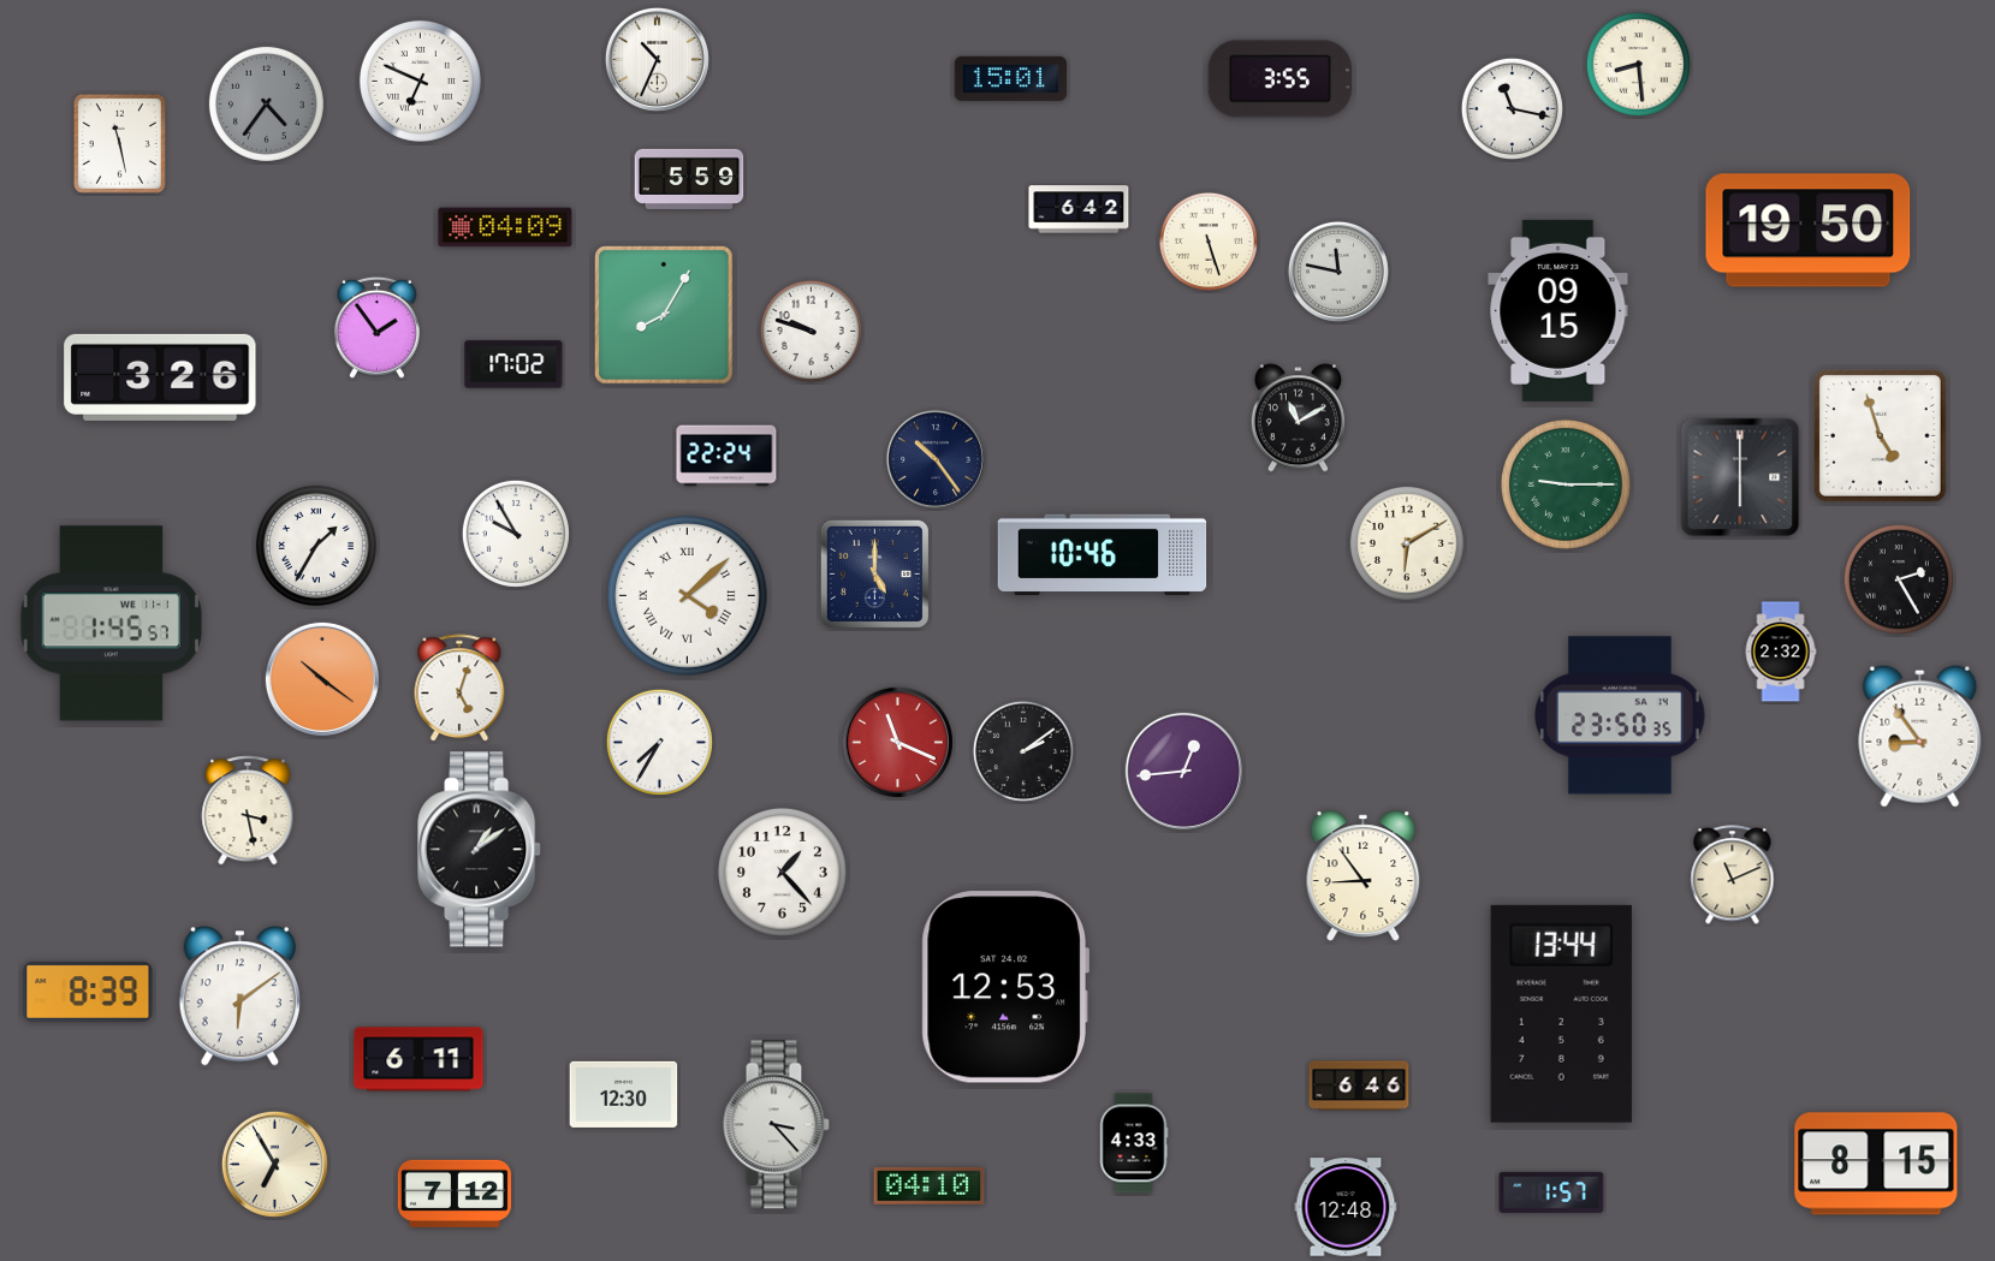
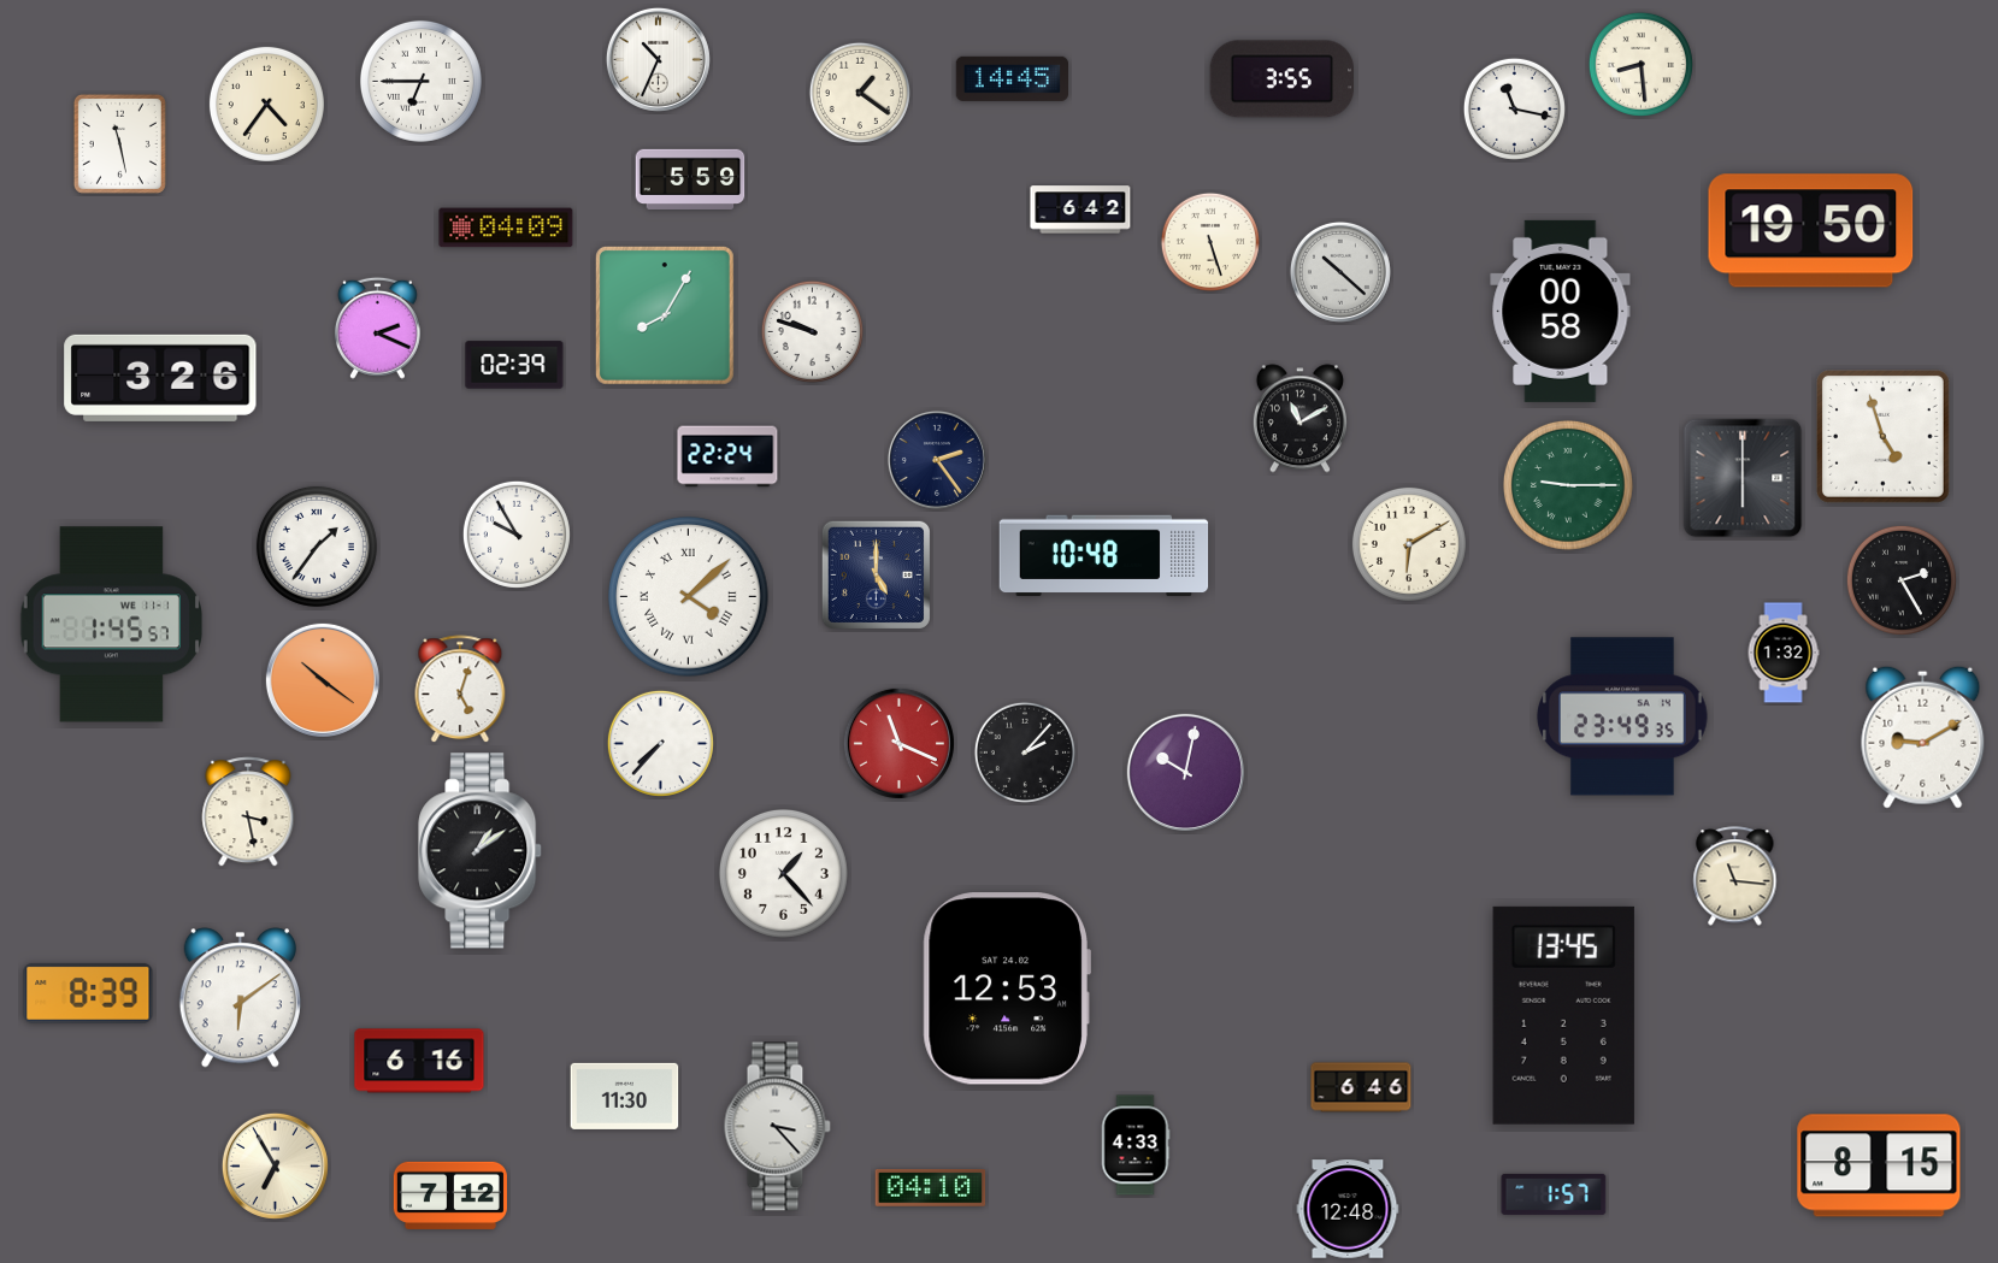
clock at (1010, 78): 15:01 -> 14:45
clock at (420, 81): 6:49 -> 6:45
clock at (860, 93): none -> 1:21
clock at (266, 103) dial: grey -> cream
clock at (1338, 272): 11:47 -> 10:22
clock at (1558, 310): 09:15 -> 00:58
clock at (376, 327): 1:54 -> 2:19
clock at (513, 364): 17:02 -> 02:39
clock at (936, 459): 10:24 -> 2:24
clock at (316, 546): 1:35 -> 1:36
clock at (1103, 555): 10:46 -> 10:48
clock at (1781, 652): 2:32 -> 1:32
clock at (1620, 715): 23:50 -> 23:49
clock at (1920, 736): 8:54 -> 9:10
clock at (659, 742): 7:35 -> 7:37
clock at (1023, 751): 2:09 -> 2:07
clock at (1183, 771): 12:44 -> 10:02
clock at (1733, 875): 11:11 -> 11:16
clock at (1364, 876): 8:54 -> none
clock at (1561, 1013): 13:44 -> 13:45
clock at (418, 1059): 6:11 -> 6:16
clock at (624, 1094): 12:30 -> 11:30
clock at (455, 1194) position: (455, 1194) -> (450, 1196)
